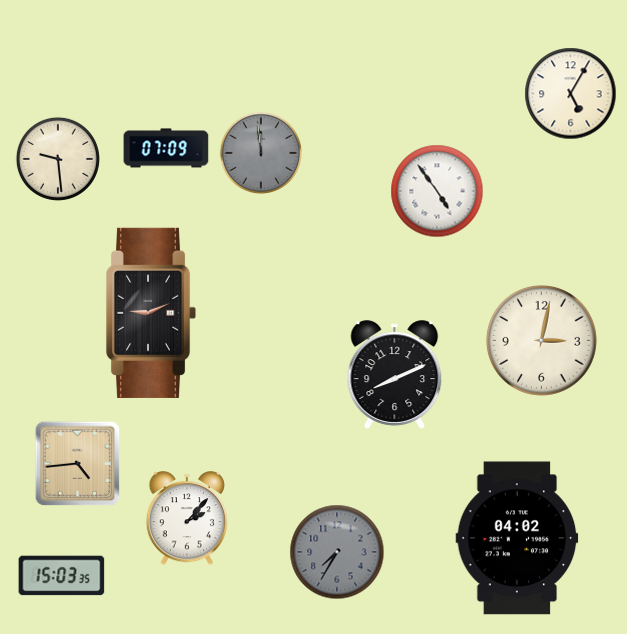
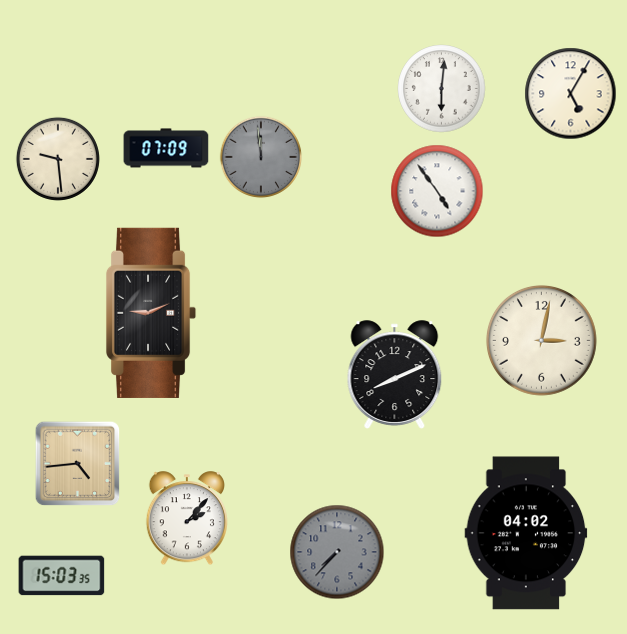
clock at (442, 89): none -> 6:01
clock at (261, 153) position: (261, 153) -> (261, 157)
clock at (517, 538) position: (517, 538) -> (526, 533)
clock at (337, 552): 7:35 -> 7:37
